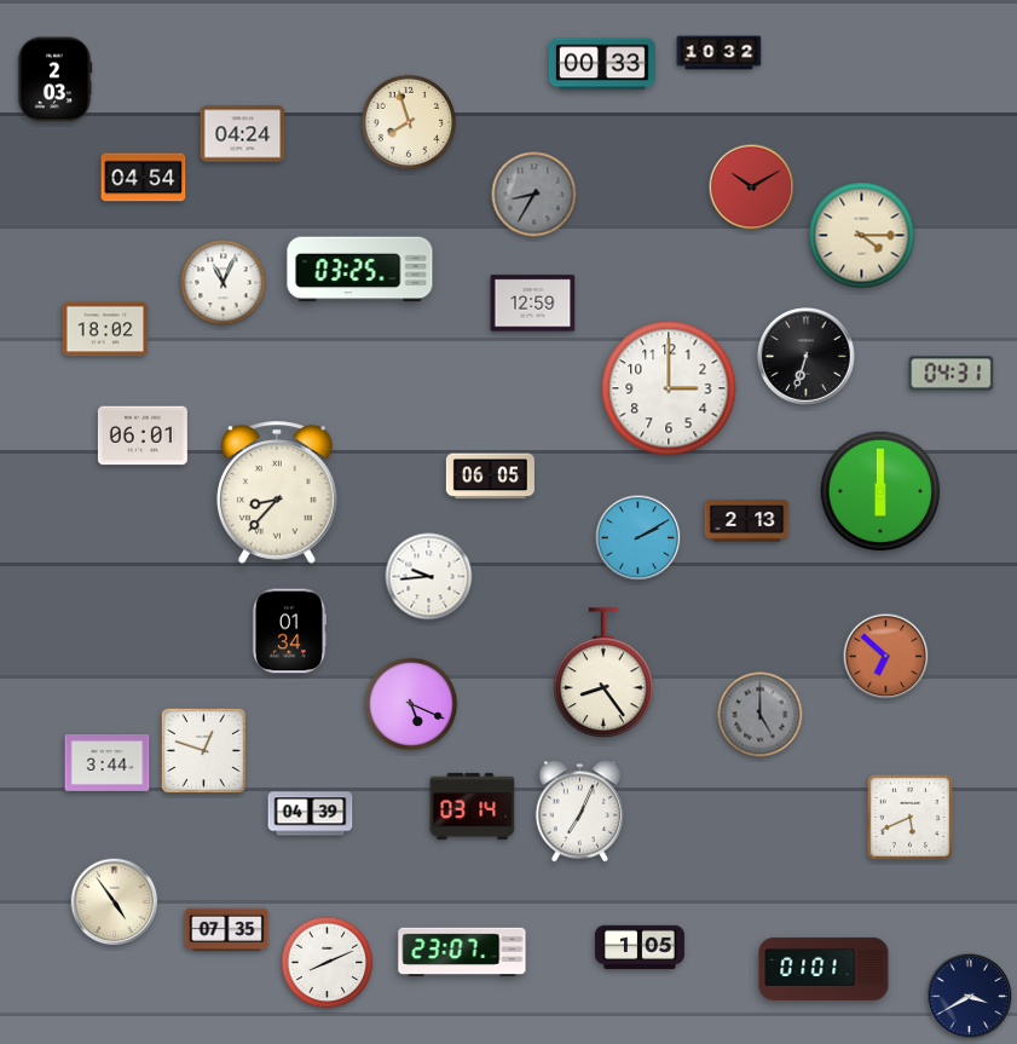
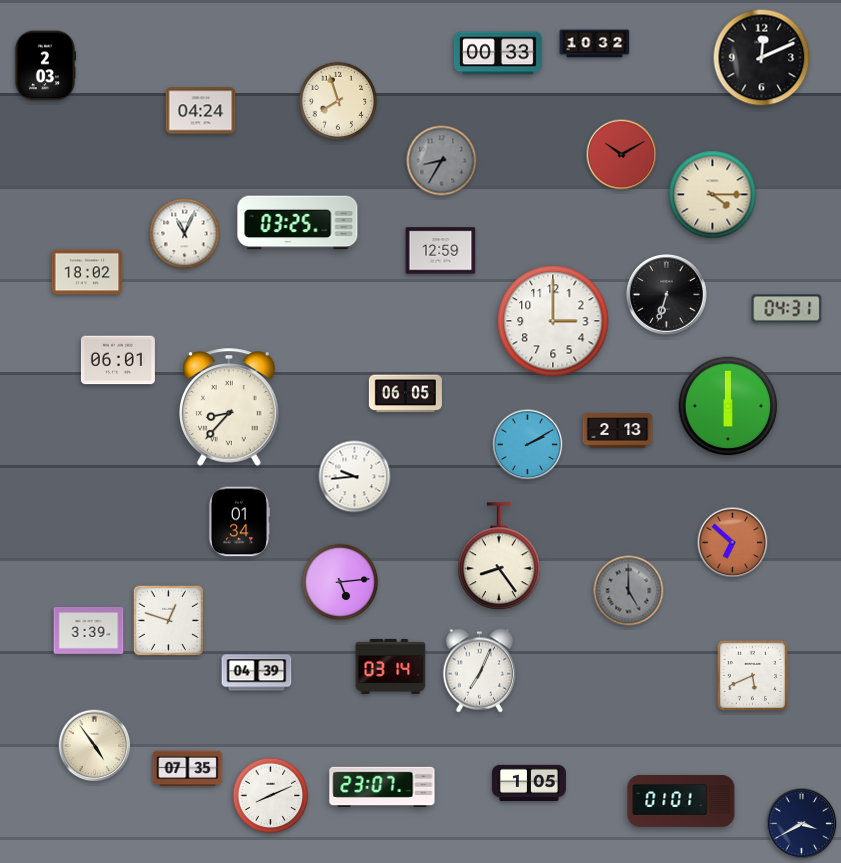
clock at (762, 58): none -> 12:11
clock at (144, 178): 04:54 -> none
clock at (411, 704): 5:19 -> 5:14
clock at (108, 762): 3:44 -> 3:39
